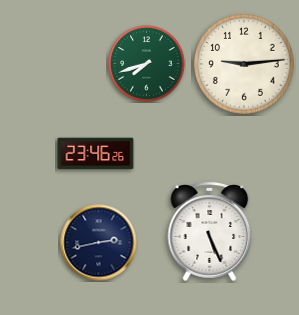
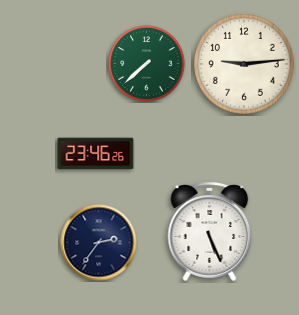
clock at (147, 64): 7:42 -> 7:38
clock at (99, 243): 2:43 -> 2:36
